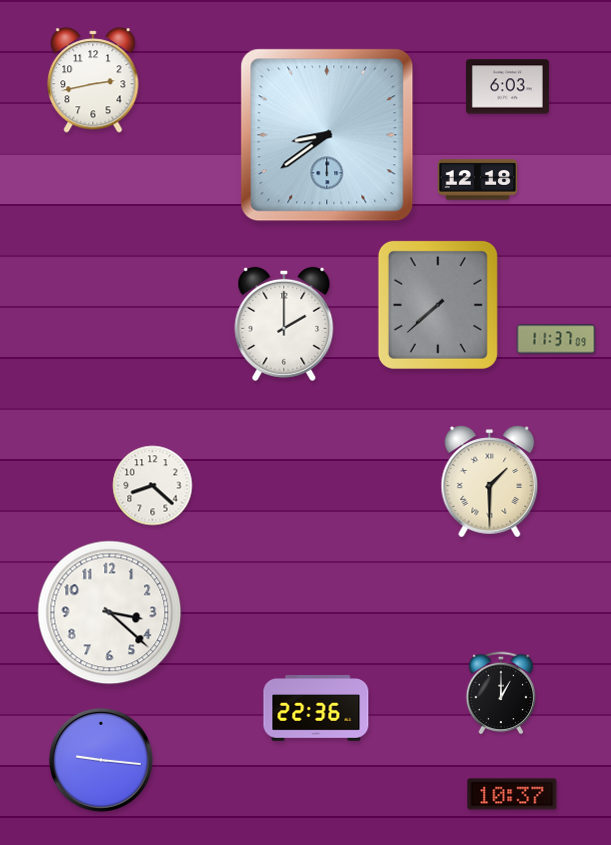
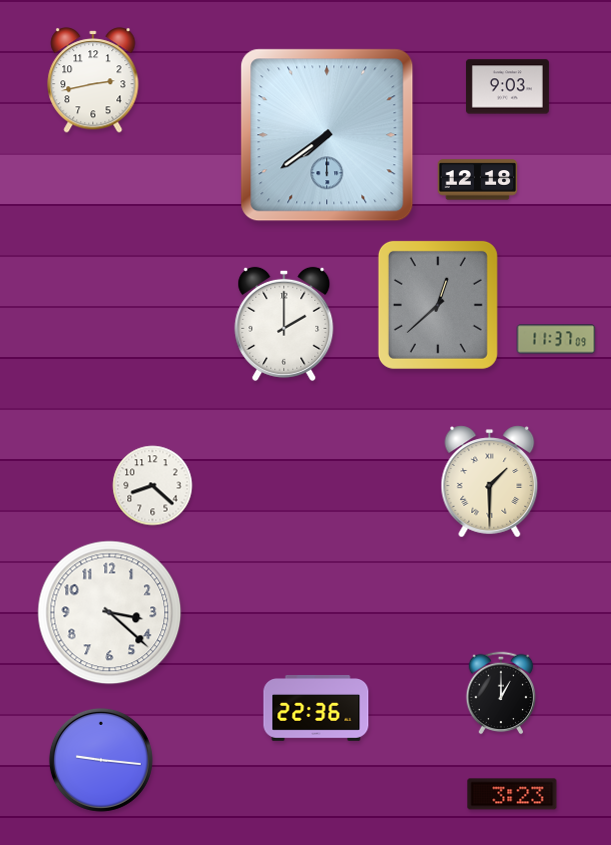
clock at (507, 87): 6:03 -> 9:03
clock at (327, 135): 8:39 -> 7:39
clock at (438, 305): 7:38 -> 12:38
clock at (512, 794): 10:37 -> 3:23
